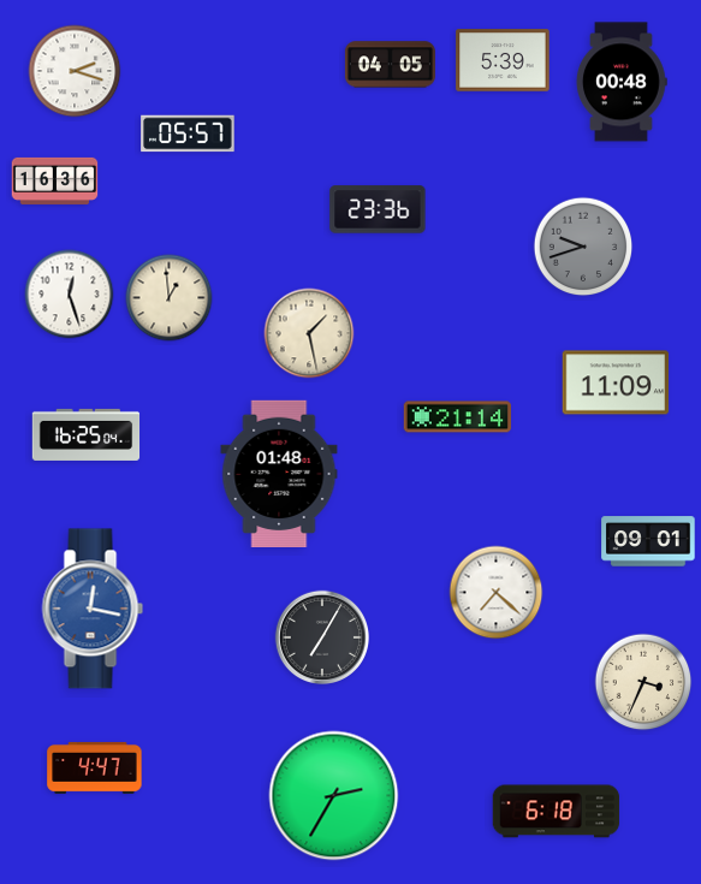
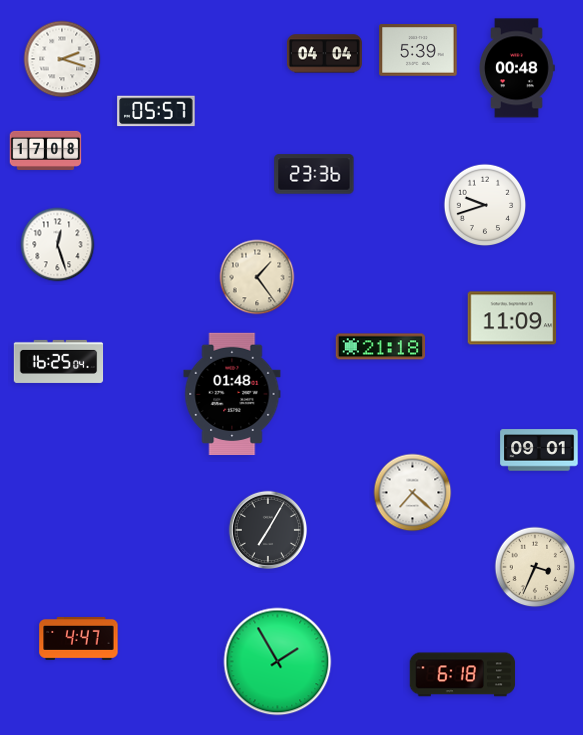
clock at (390, 65): 04:05 -> 04:04
clock at (55, 180): 16:36 -> 17:08
clock at (583, 247) dial: grey -> white
clock at (170, 298): 12:59 -> none
clock at (309, 333): 1:28 -> 1:24
clock at (457, 417): 21:14 -> 21:18
clock at (87, 434) position: (87, 434) -> (59, 361)
clock at (93, 609): 12:17 -> none
clock at (334, 796): 2:35 -> 1:55
